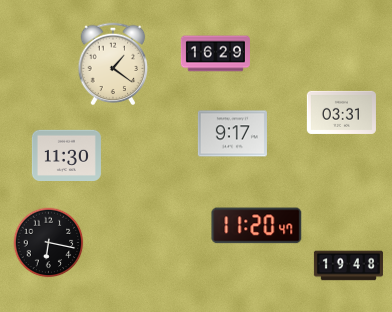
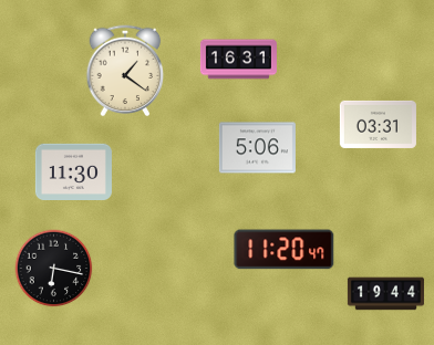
clock at (215, 54): 16:29 -> 16:31
clock at (232, 134): 9:17 -> 5:06
clock at (348, 266): 19:48 -> 19:44
